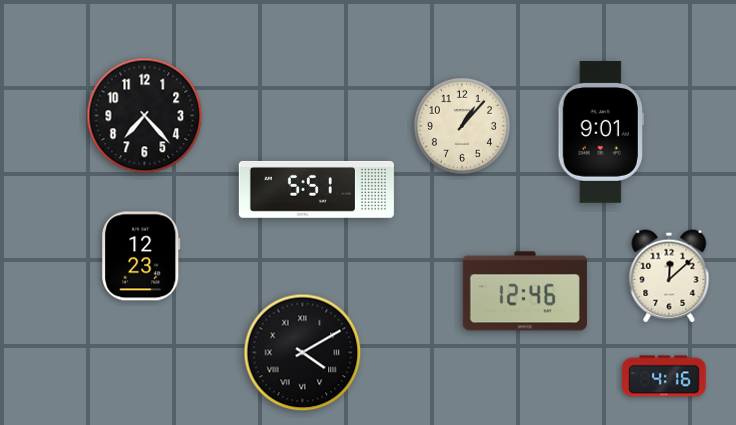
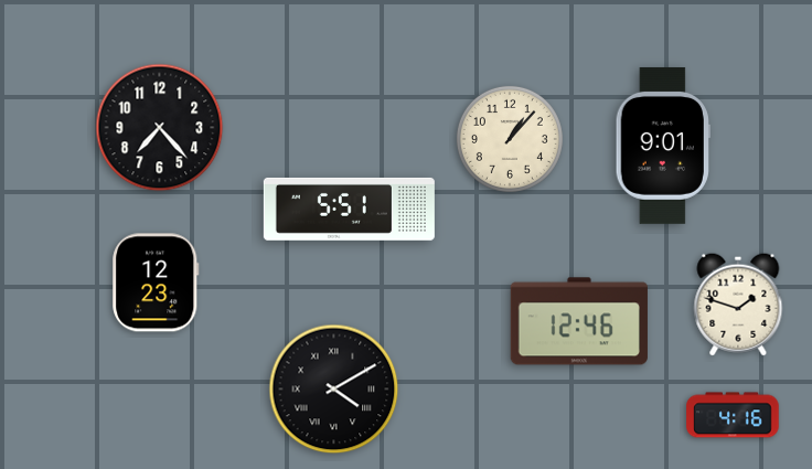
clock at (669, 276): 12:08 -> 1:48
